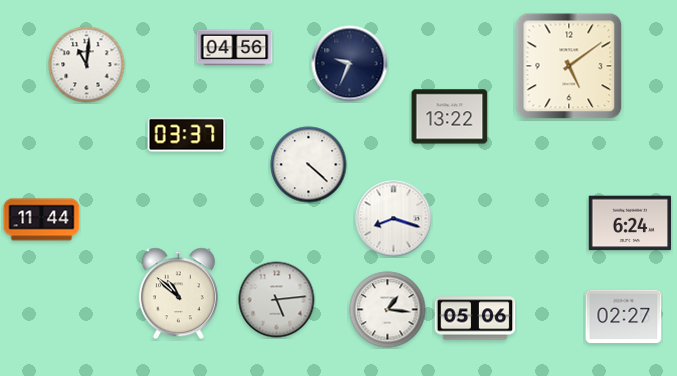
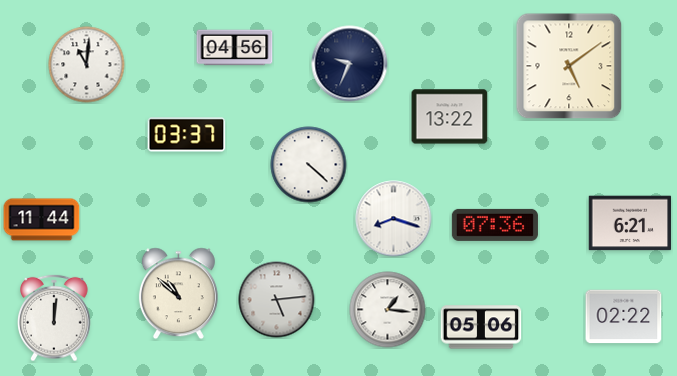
clock at (630, 223): 6:24 -> 6:21
clock at (495, 225): none -> 07:36
clock at (624, 317): 02:27 -> 02:22
clock at (54, 318): none -> 12:01
clock at (475, 318) position: (475, 318) -> (481, 327)
